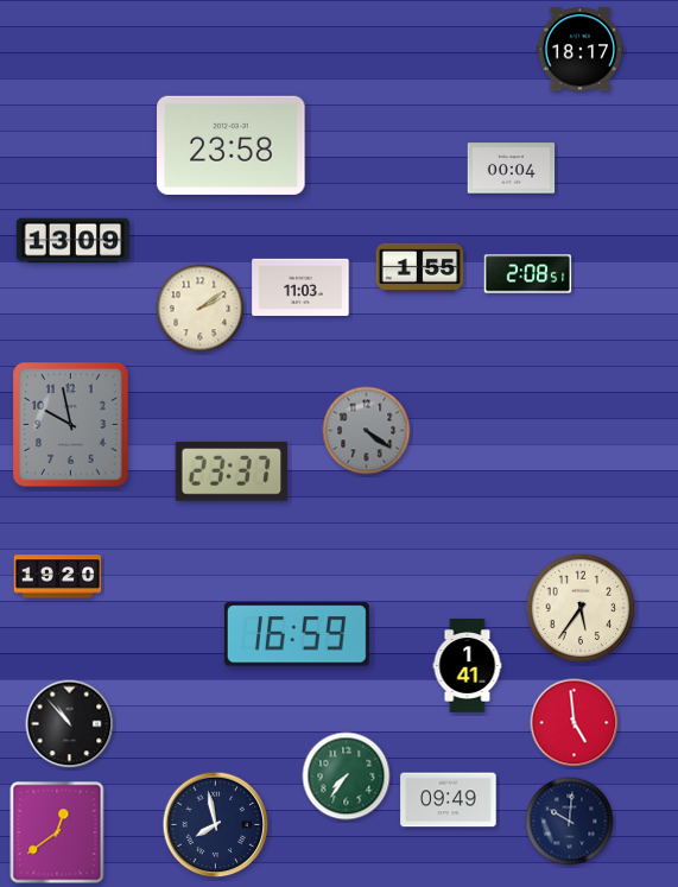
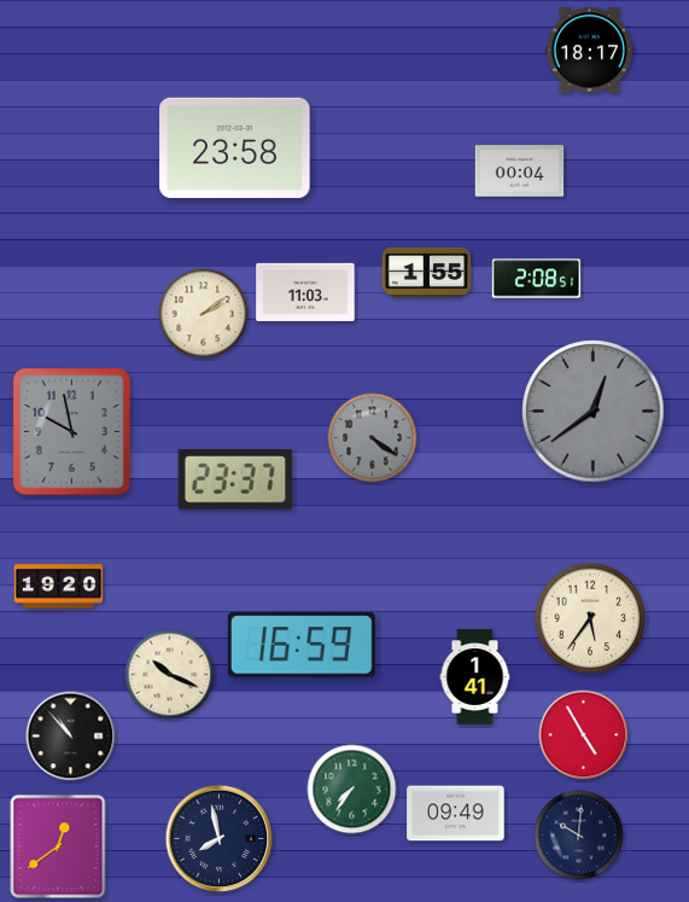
clock at (74, 241): 13:09 -> none
clock at (594, 412): none -> 12:39
clock at (170, 675): none -> 10:19
clock at (575, 723): 4:59 -> 4:55
